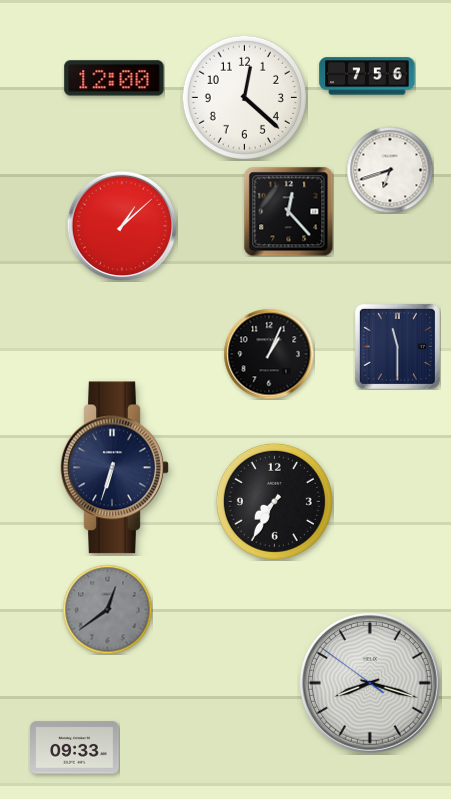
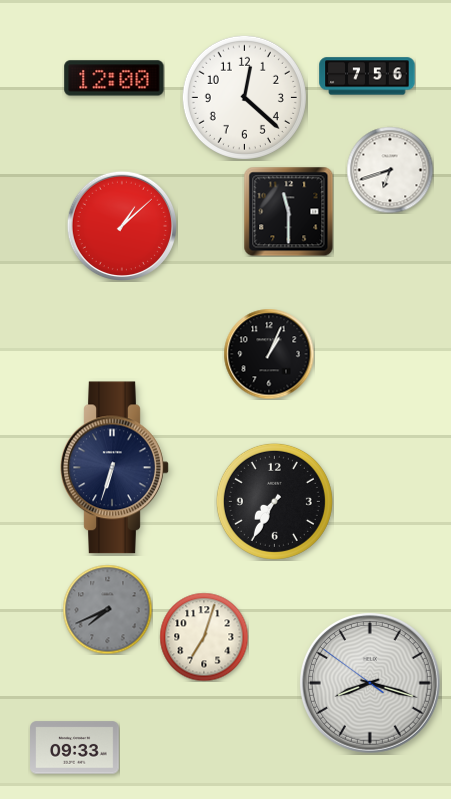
clock at (288, 211): 12:23 -> 11:30
clock at (397, 346): 11:30 -> none
clock at (107, 609): 12:39 -> 7:41
clock at (204, 637): none -> 7:03
